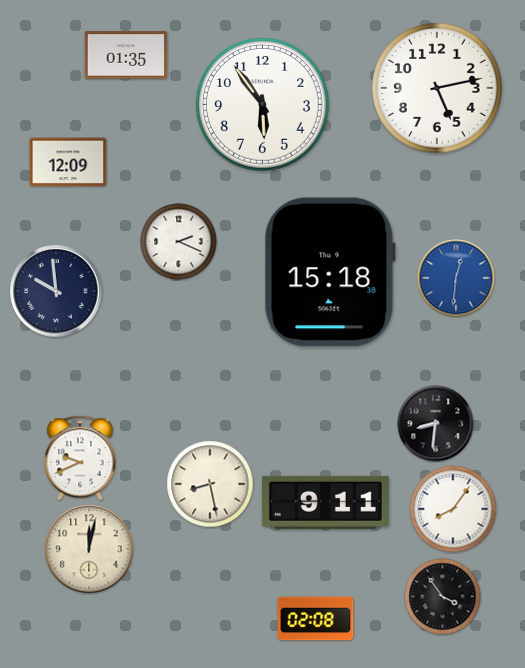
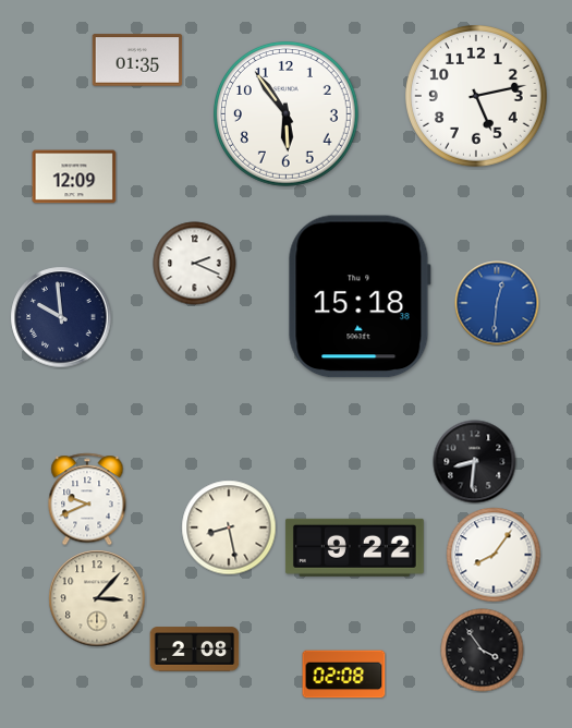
clock at (325, 502): 9:11 -> 9:22
clock at (89, 549): 12:02 -> 3:07
clock at (195, 650): none -> 2:08
